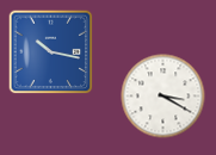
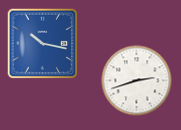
clock at (163, 97): 3:20 -> 2:42
